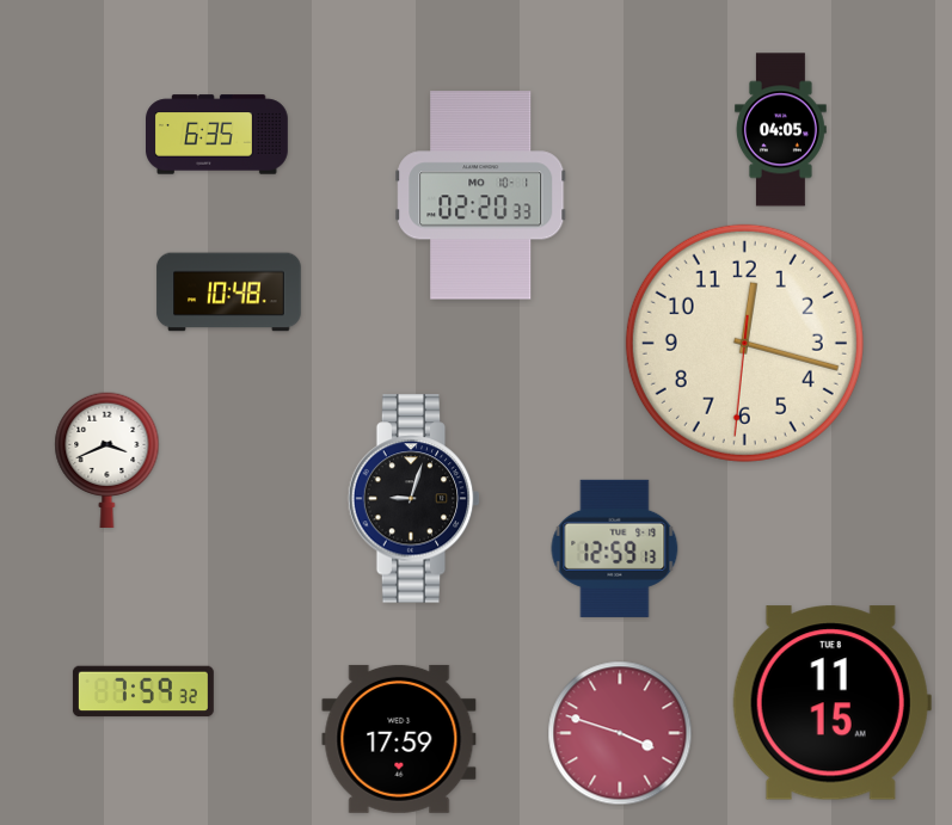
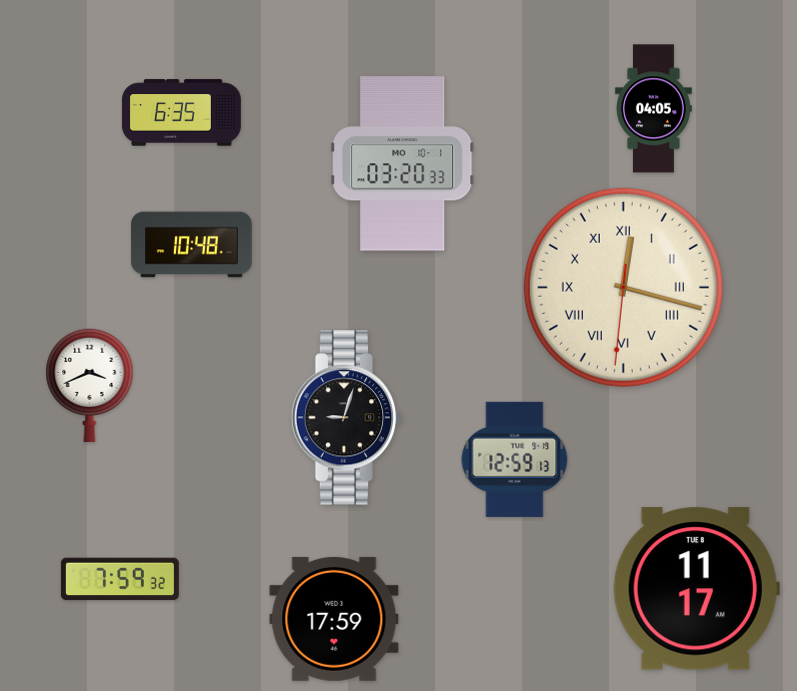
clock at (481, 196): 02:20 -> 03:20
clock at (744, 343) numerals: Arabic -> Roman
clock at (831, 703): 11:15 -> 11:17
clock at (620, 733): 3:48 -> none
